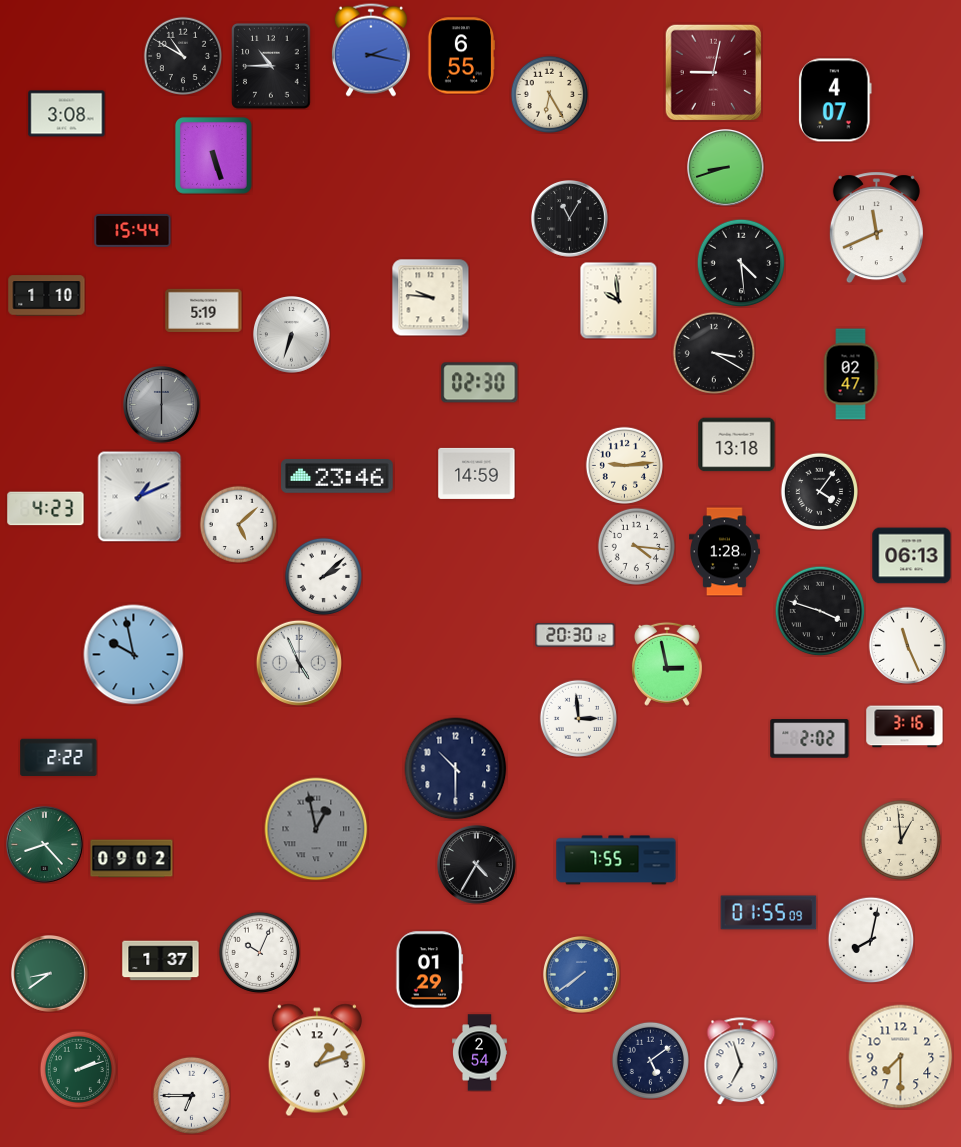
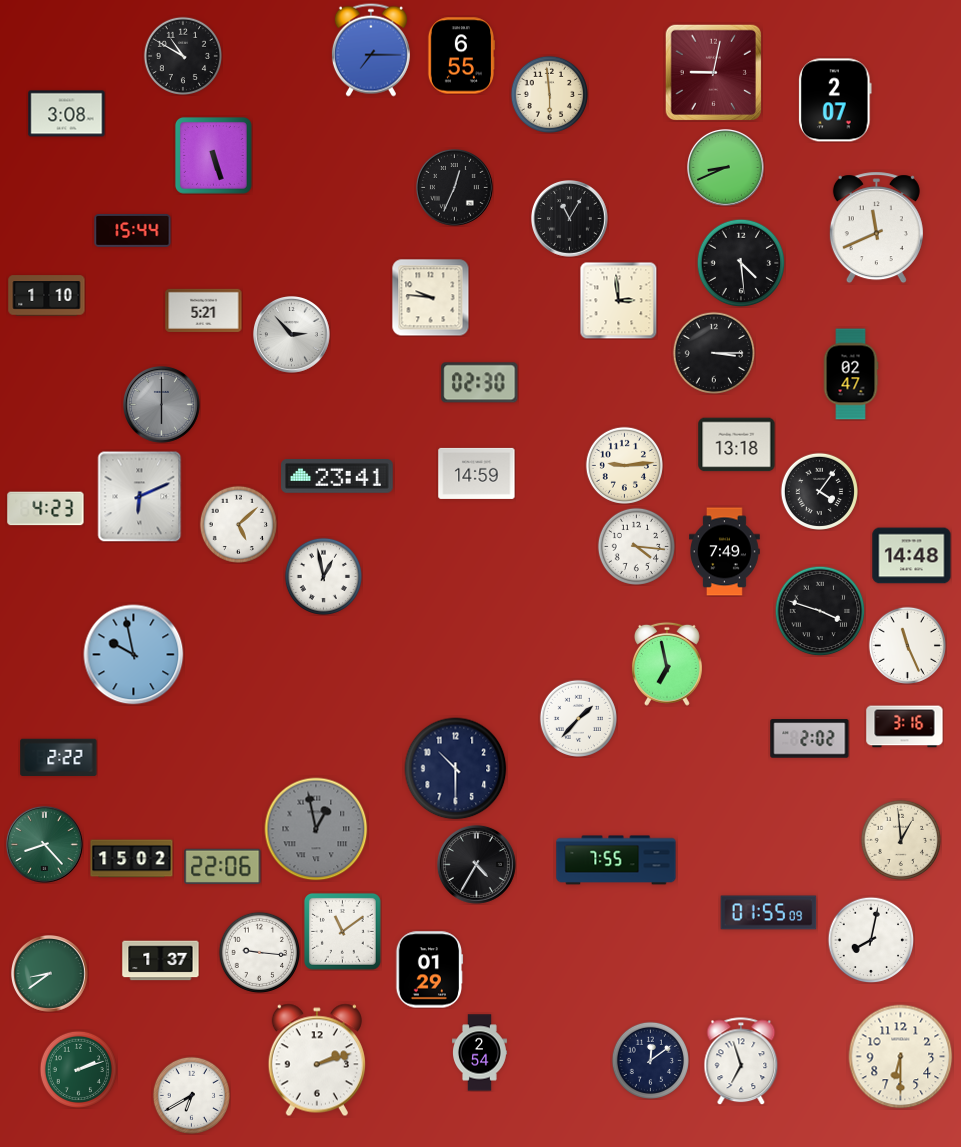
clock at (371, 50): 2:17 -> 7:15
clock at (272, 66): 10:45 -> none
clock at (549, 94): 6:25 -> 5:59
clock at (835, 100): 4:07 -> 2:07
clock at (726, 168): 8:42 -> 8:41
clock at (455, 188): none -> 12:34
clock at (618, 300): 9:59 -> 2:59
clock at (204, 310): 5:19 -> 5:21
clock at (292, 335): 6:33 -> 2:53
clock at (713, 352): 3:20 -> 3:15
clock at (337, 477): 23:46 -> 23:41
clock at (140, 497): 1:11 -> 6:11
clock at (725, 552): 1:28 -> 7:49
clock at (912, 556): 06:13 -> 14:48
clock at (323, 576): 2:08 -> 12:58
clock at (575, 635): 20:30 -> none
clock at (298, 662): 4:56 -> none
clock at (667, 664): 2:58 -> 6:58
clock at (578, 718): 2:59 -> 1:37
clock at (132, 859): 09:02 -> 15:02
clock at (223, 866): none -> 22:06
clock at (342, 931): none -> 11:09
clock at (259, 952): 10:04 -> 9:16
clock at (582, 975): 7:39 -> none
clock at (901, 1057): 7:30 -> 6:30
clock at (317, 1060): 1:12 -> 2:12
clock at (650, 1060): 5:09 -> 12:09
clock at (191, 1095): 6:45 -> 6:40
